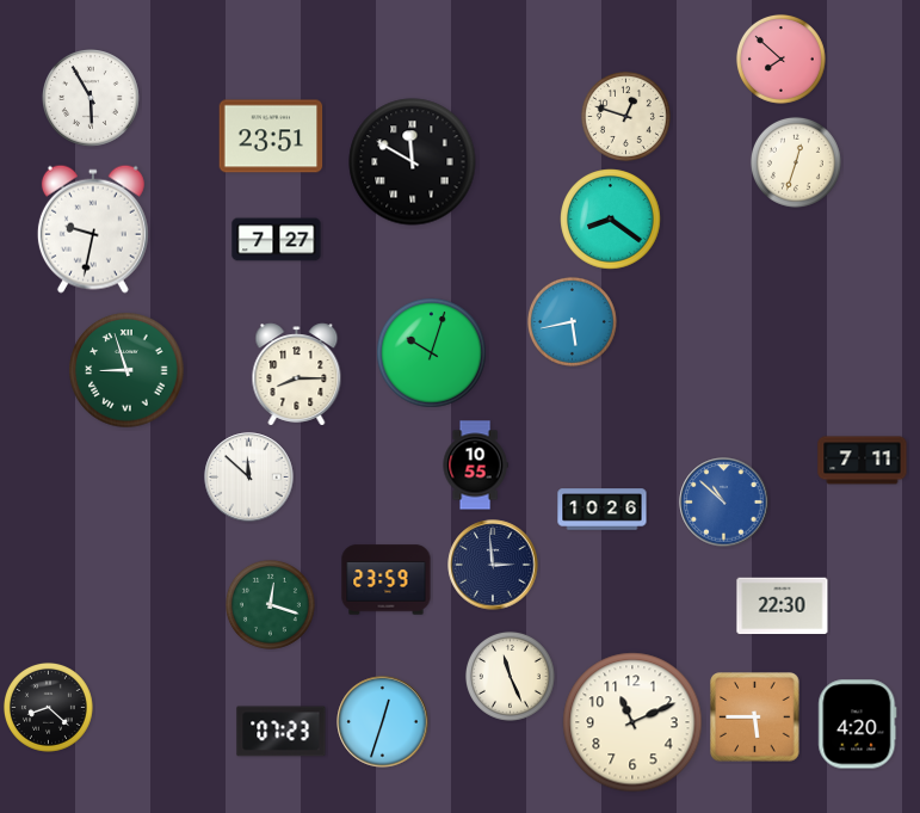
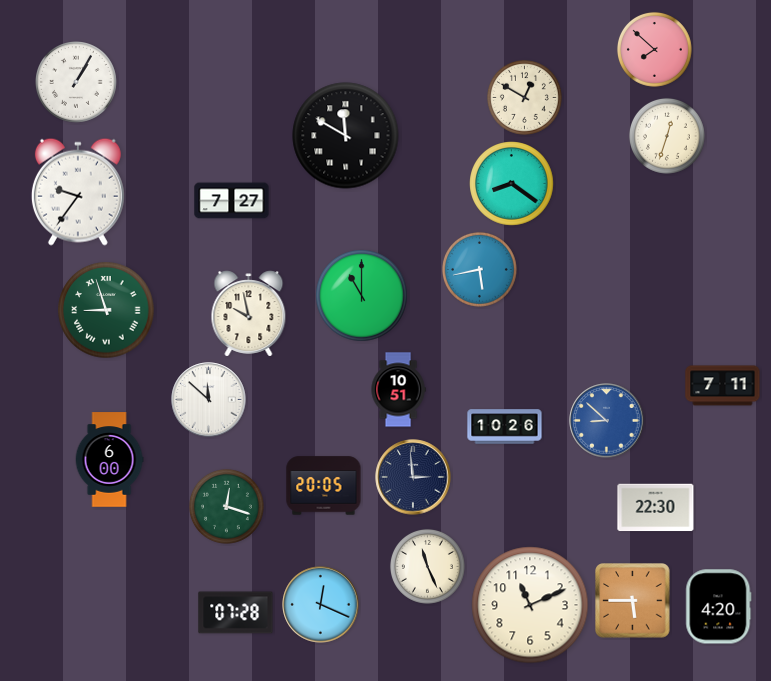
clock at (92, 99): 5:55 -> 1:05
clock at (625, 116): 12:48 -> 12:50
clock at (271, 136): 23:51 -> none
clock at (93, 229): 9:32 -> 9:36
clock at (432, 353): 10:03 -> 11:00
clock at (297, 375): 8:15 -> 9:58
clock at (475, 466): 10:55 -> 10:51
clock at (724, 503): 10:52 -> 8:52
clock at (109, 460): none -> 6:00
clock at (493, 565) position: (493, 565) -> (413, 477)
clock at (387, 580): 23:59 -> 20:05
clock at (48, 707): 8:22 -> none
clock at (383, 722): 12:33 -> 12:19
clock at (282, 732): 07:23 -> 07:28
